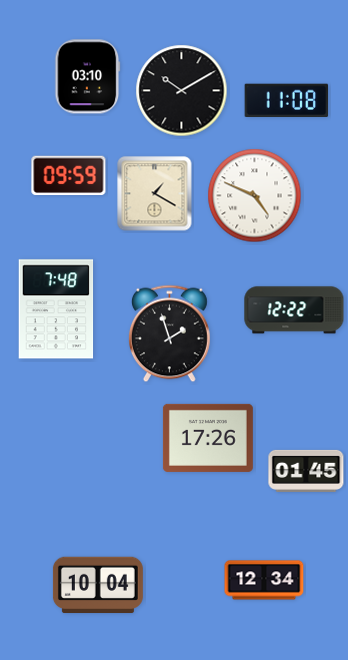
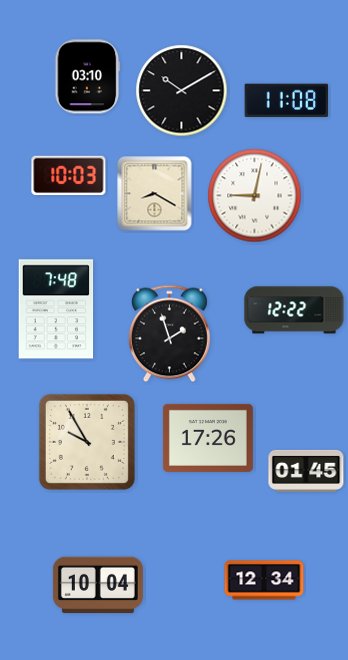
clock at (69, 176): 09:59 -> 10:03
clock at (155, 194): 1:20 -> 8:20
clock at (255, 196): 4:49 -> 9:02
clock at (87, 442): none -> 9:55
